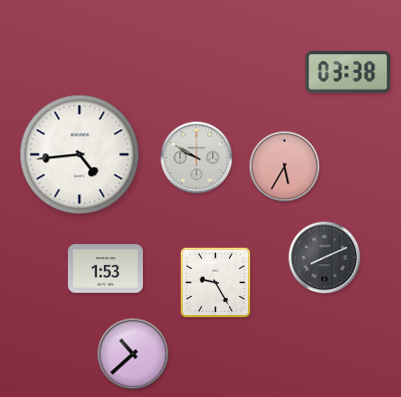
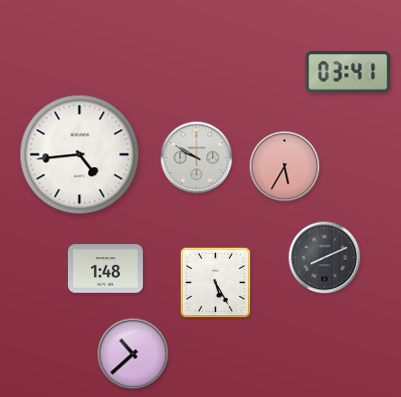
clock at (348, 73): 03:38 -> 03:41
clock at (105, 269): 1:53 -> 1:48
clock at (216, 283): 9:25 -> 5:25
